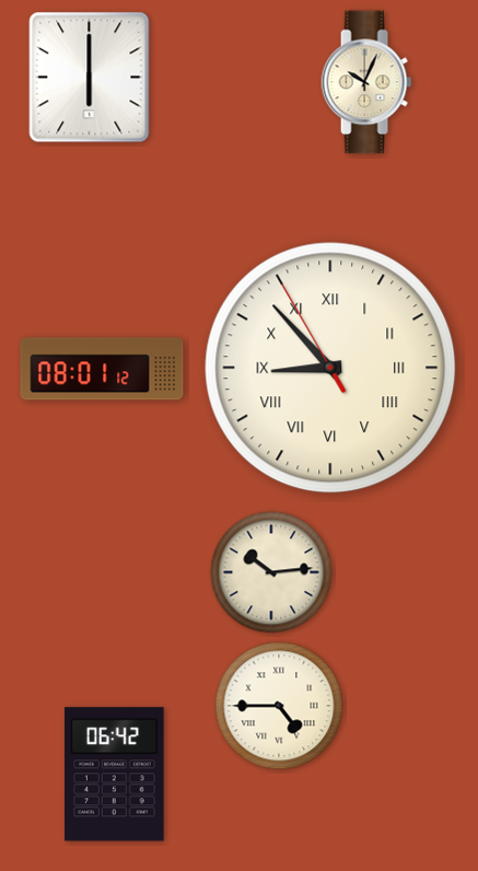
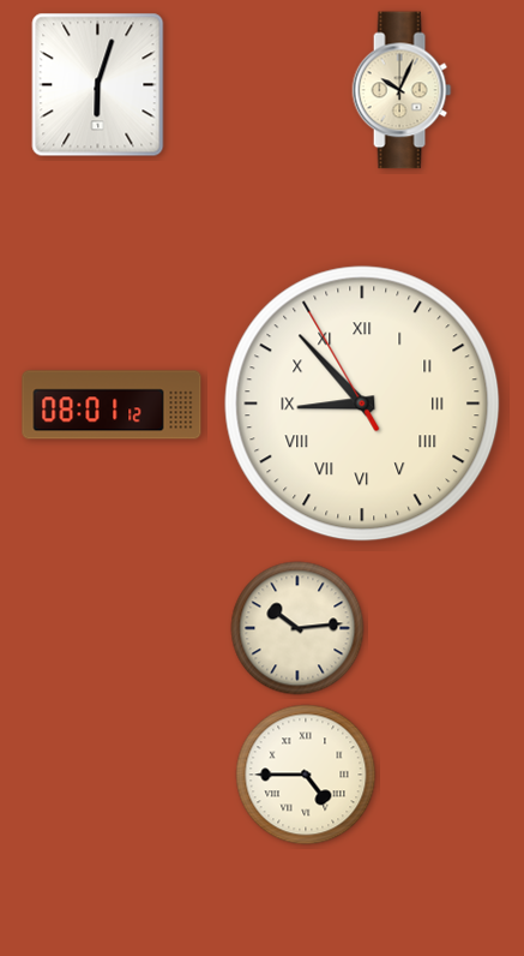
clock at (90, 78): 6:00 -> 6:03
clock at (115, 775): 06:42 -> none
